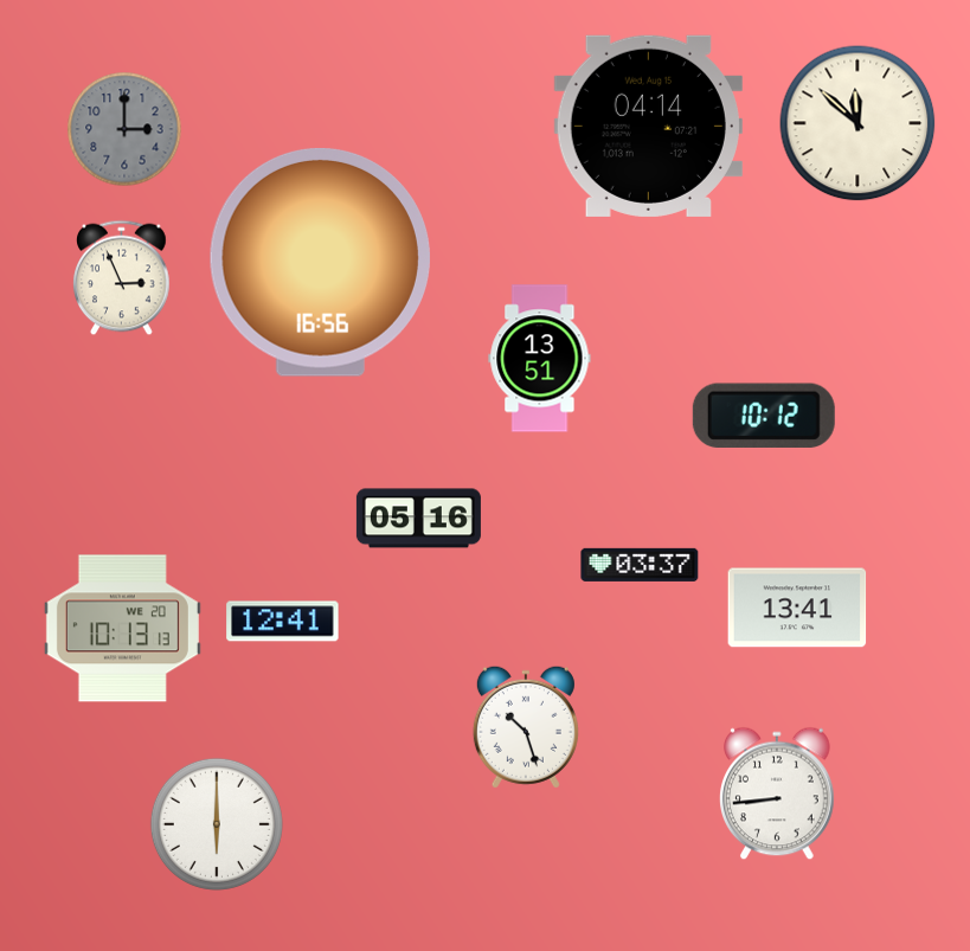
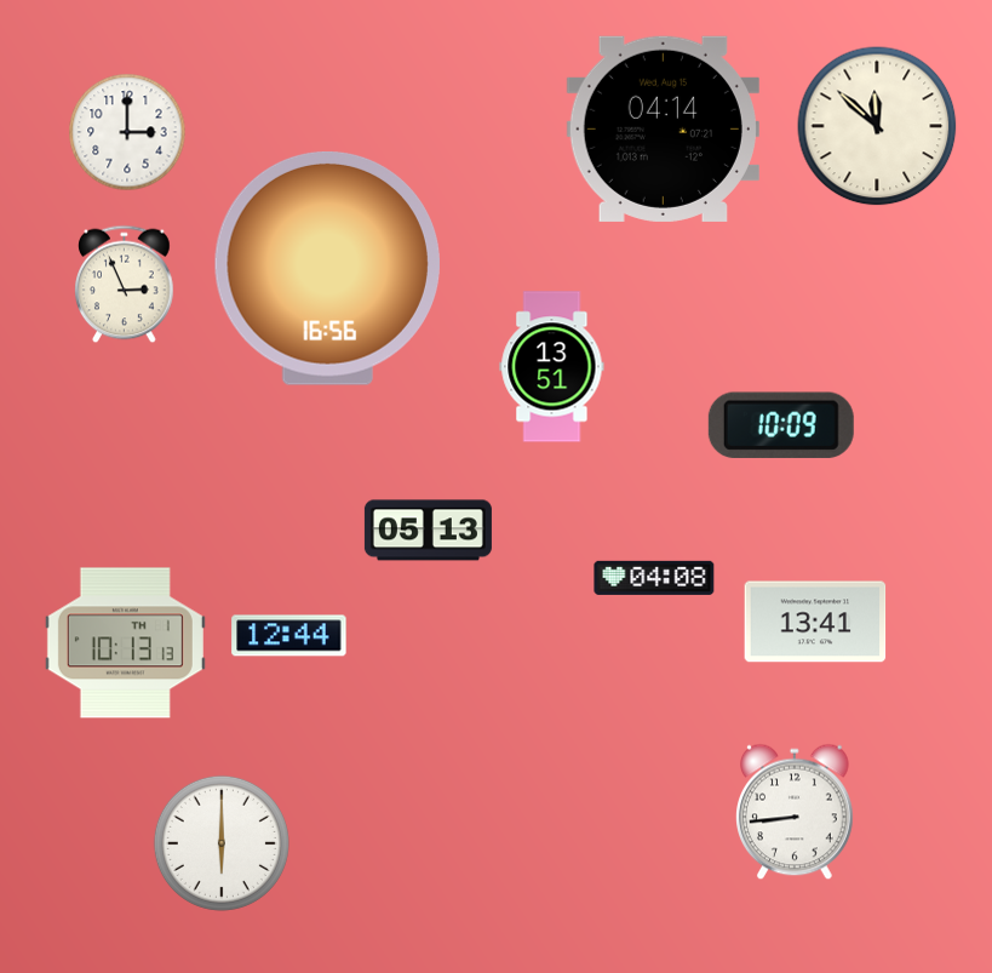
clock at (124, 129) dial: grey -> white
clock at (764, 415): 10:12 -> 10:09
clock at (418, 519): 05:16 -> 05:13
clock at (640, 565): 03:37 -> 04:08
clock at (283, 622): 12:41 -> 12:44
clock at (122, 629) date: WE 20 -> TH 1
clock at (526, 727): 10:27 -> none
